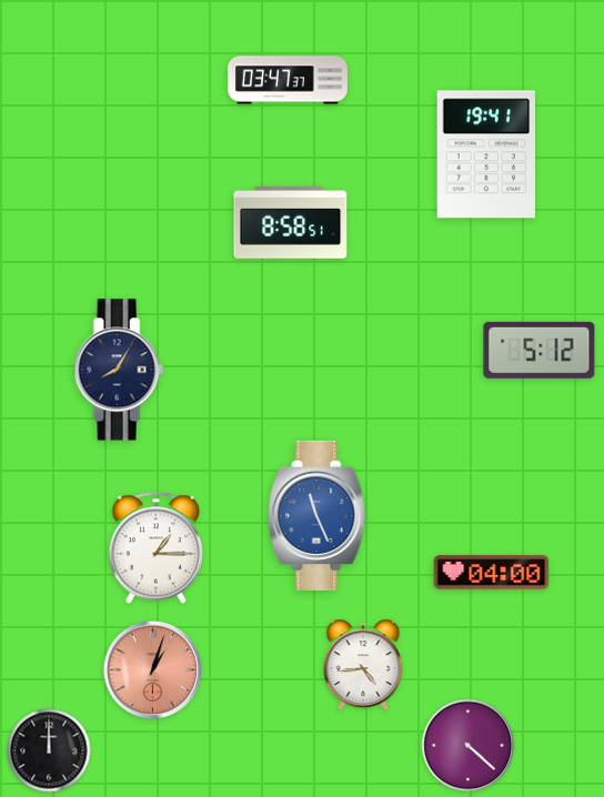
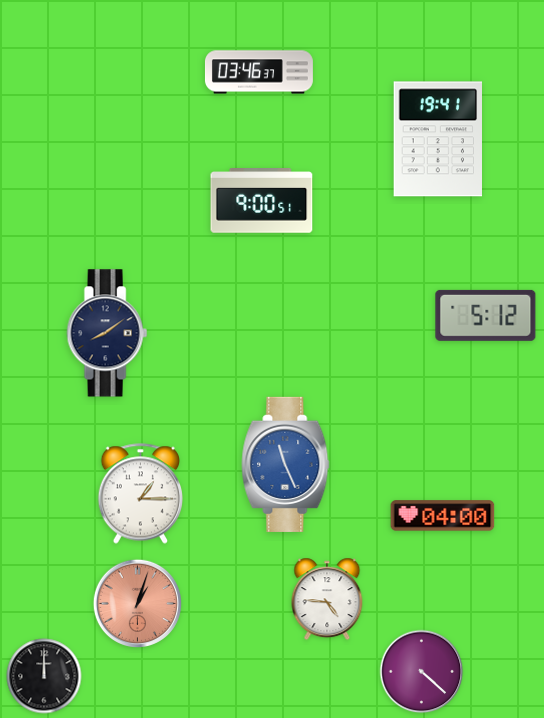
clock at (288, 80): 03:47 -> 03:46
clock at (291, 223): 8:58 -> 9:00
clock at (119, 370): 8:05 -> 8:09
clock at (363, 665): 4:44 -> 4:46
